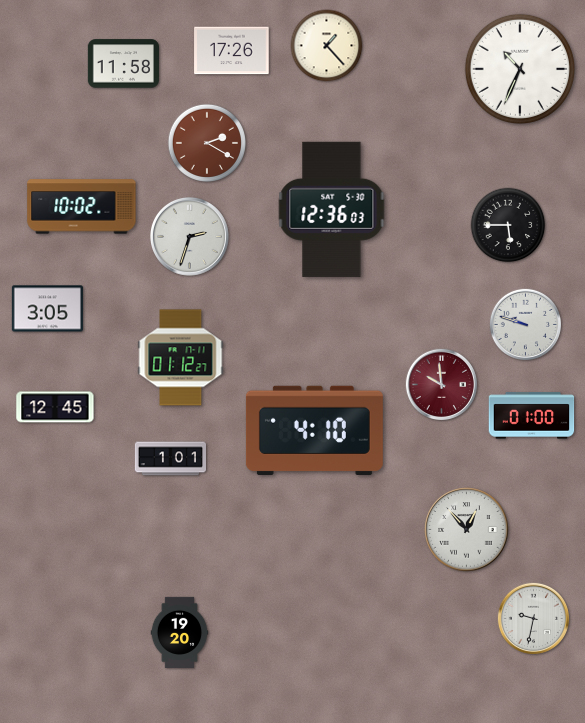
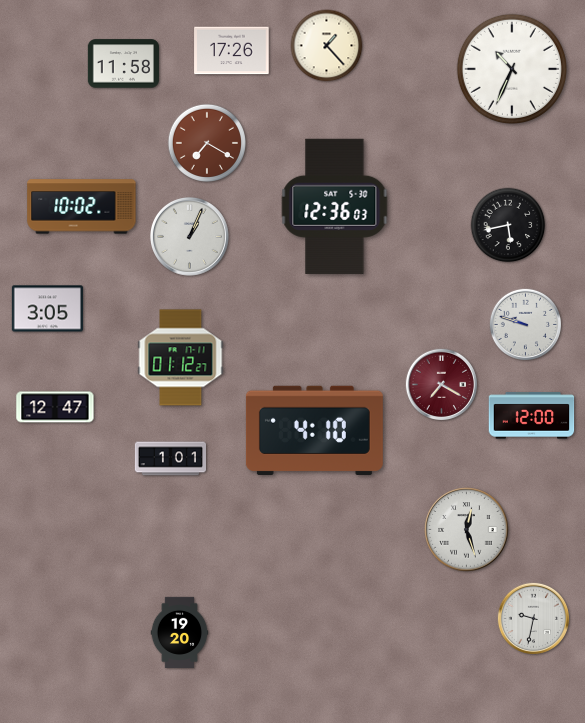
clock at (520, 69) position: (520, 69) -> (512, 69)
clock at (206, 142): 2:20 -> 7:20
clock at (332, 209) position: (332, 209) -> (335, 206)
clock at (508, 225): 5:45 -> 5:43
clock at (190, 237): 2:33 -> 1:04
clock at (441, 384): 9:59 -> 7:20
clock at (55, 407): 12:45 -> 12:47
clock at (532, 416): 01:00 -> 12:00
clock at (467, 530): 12:53 -> 12:27
